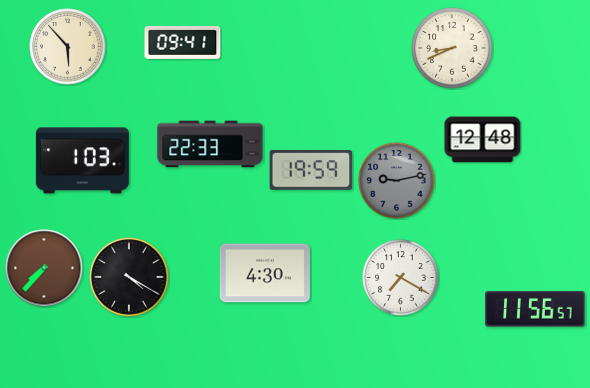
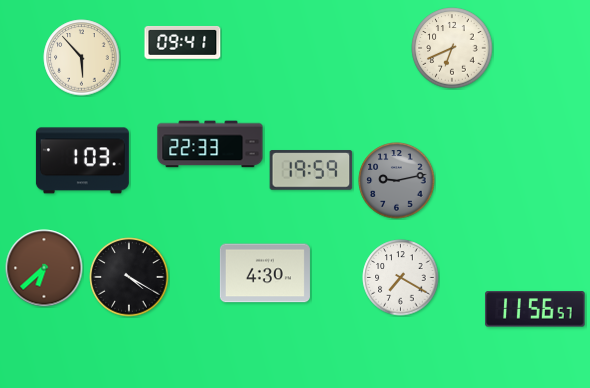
clock at (68, 47) position: (68, 47) -> (82, 58)
clock at (452, 48): 8:41 -> 6:41
clock at (483, 140): 12:48 -> none
clock at (44, 268): 7:37 -> 6:38
